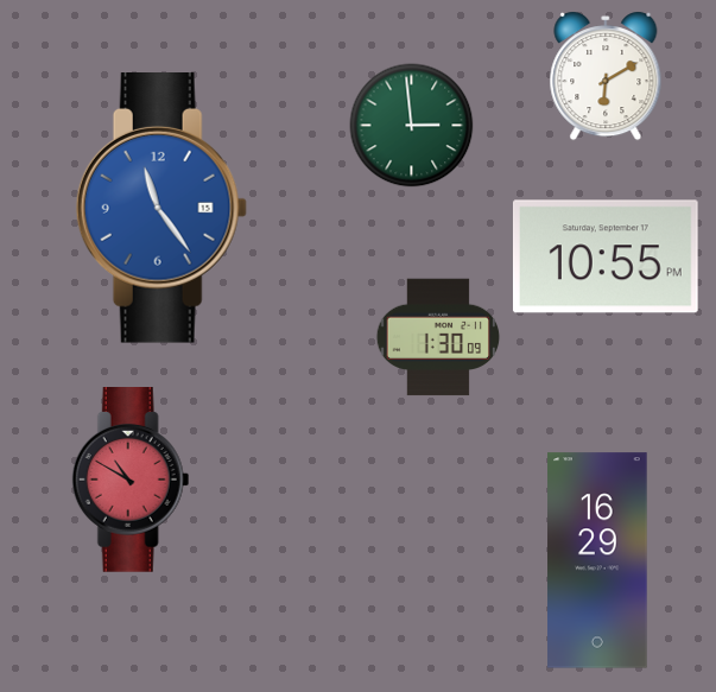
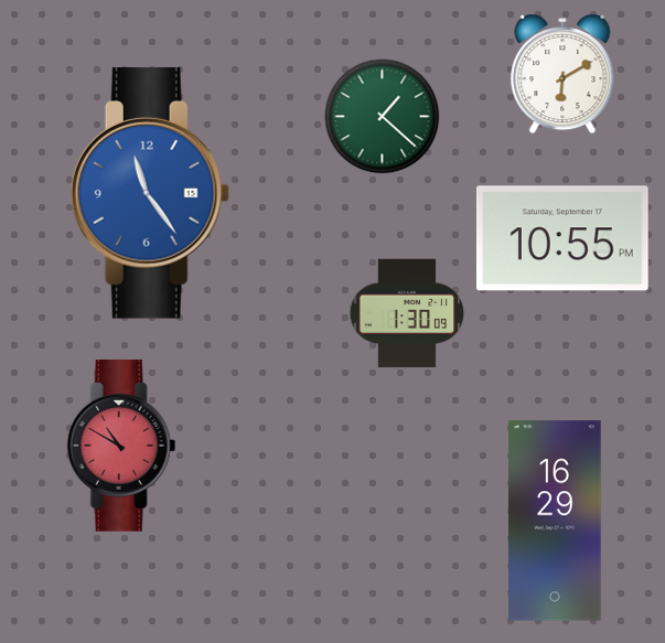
clock at (606, 76) position: (606, 76) -> (562, 74)
clock at (412, 126): 2:59 -> 1:22
